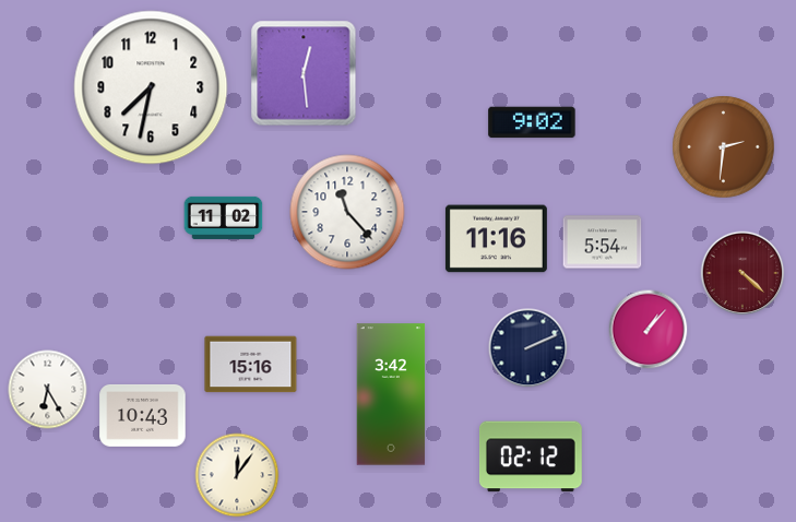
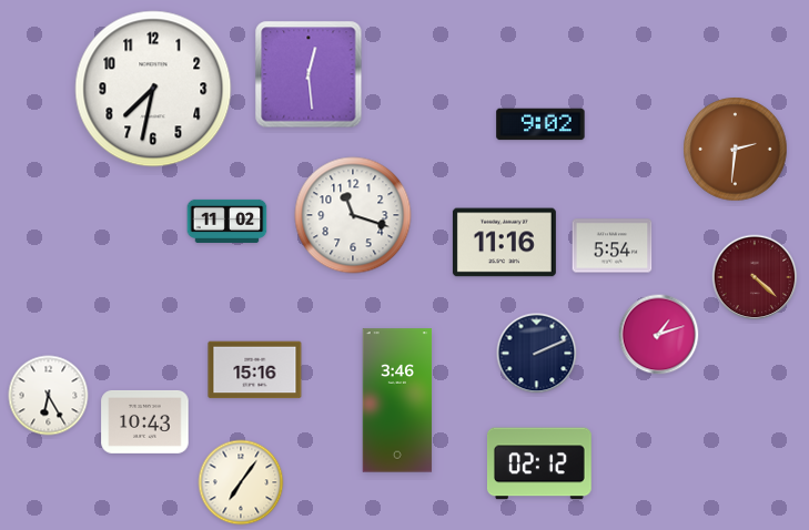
clock at (347, 212): 11:23 -> 11:18
clock at (649, 330): 1:07 -> 1:12
clock at (391, 394): 3:42 -> 3:46
clock at (237, 475): 12:06 -> 7:06
